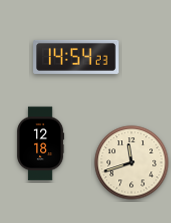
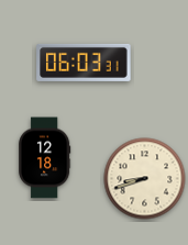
clock at (76, 57): 14:54 -> 06:03
clock at (132, 163): 11:42 -> 8:42
